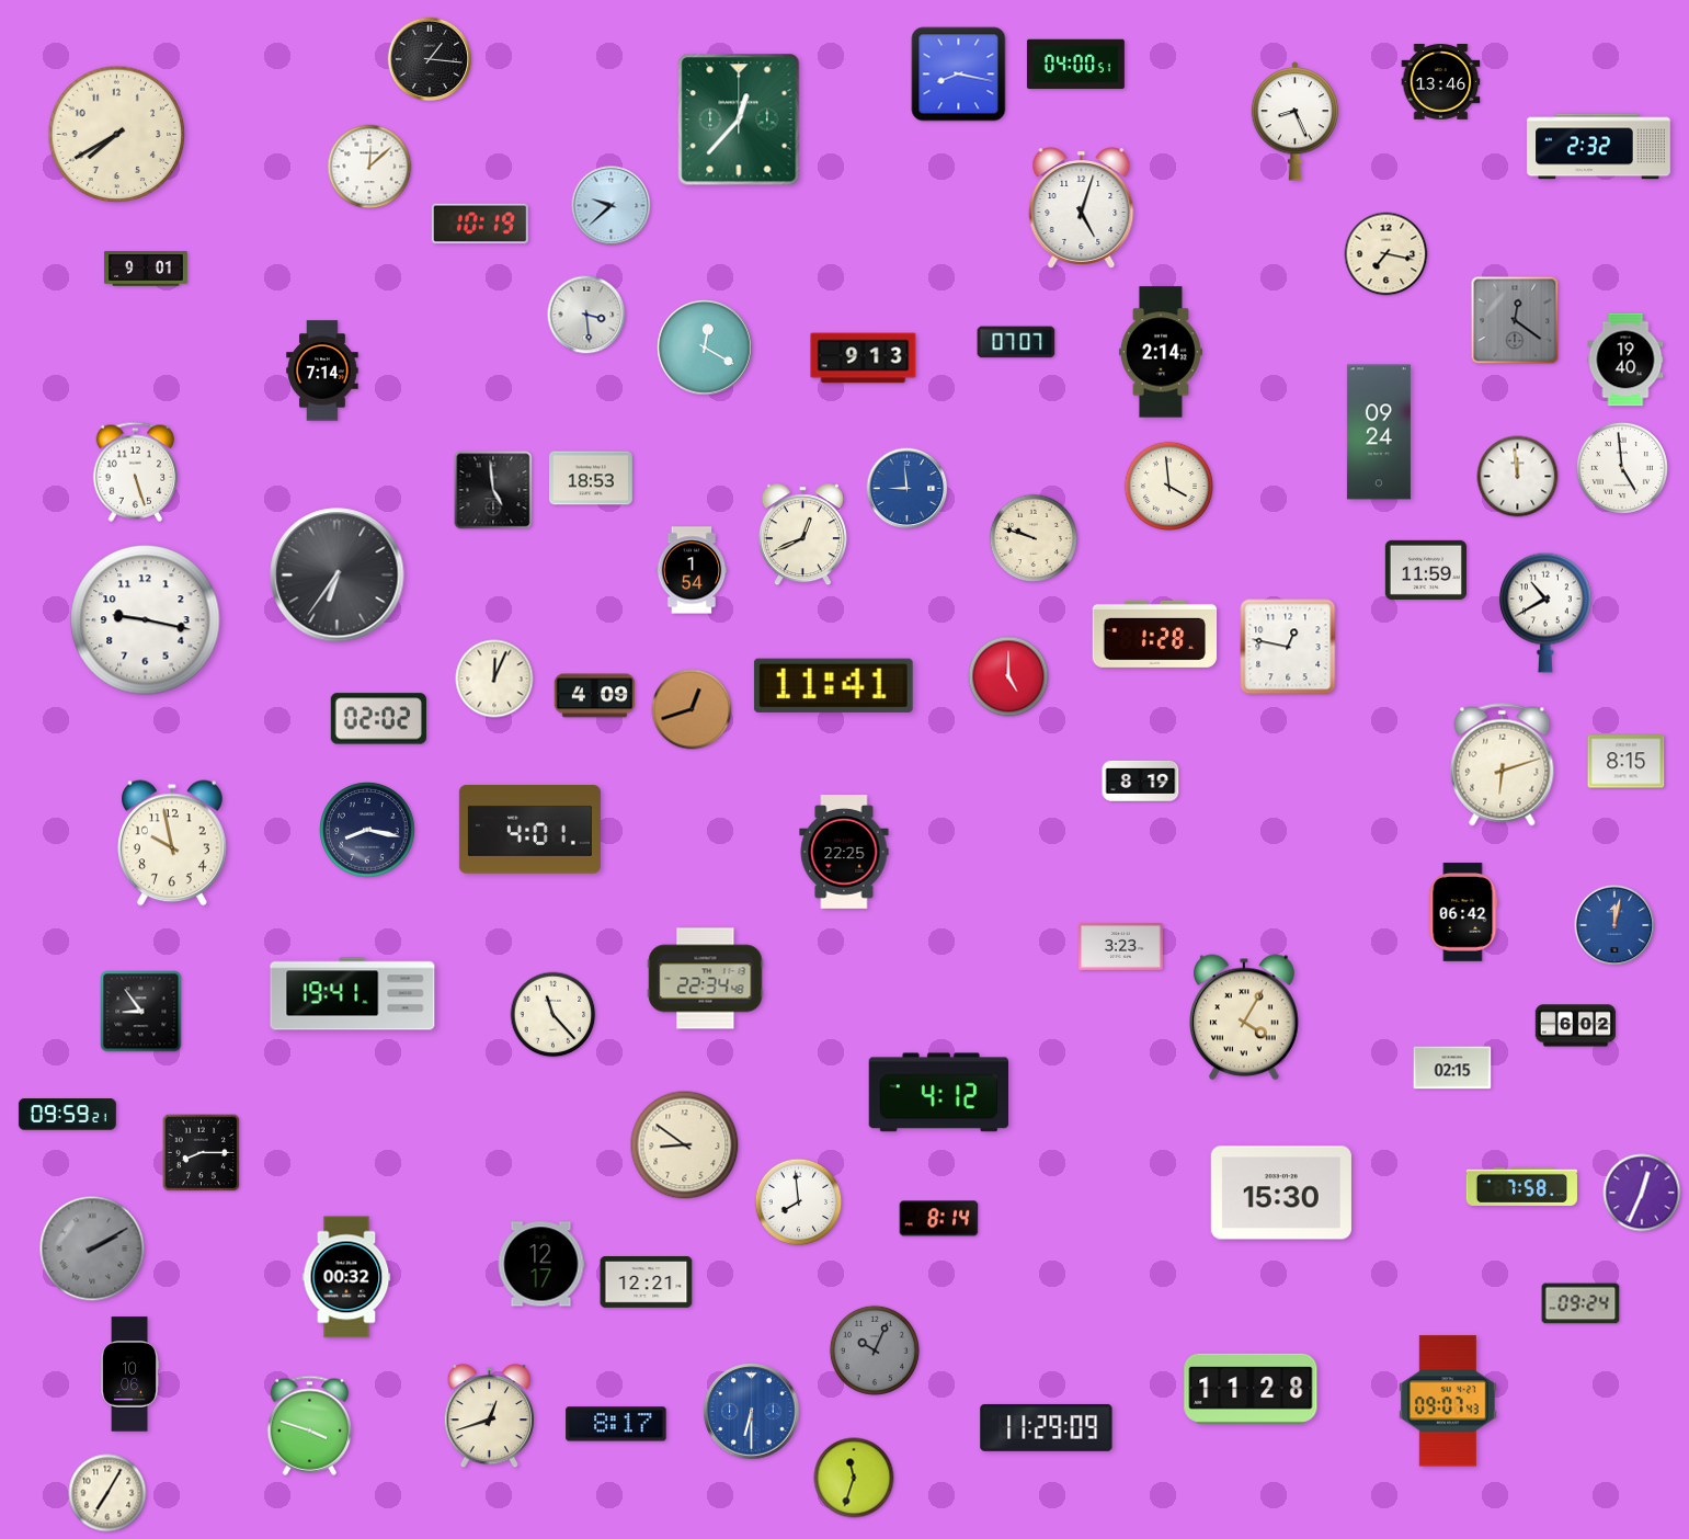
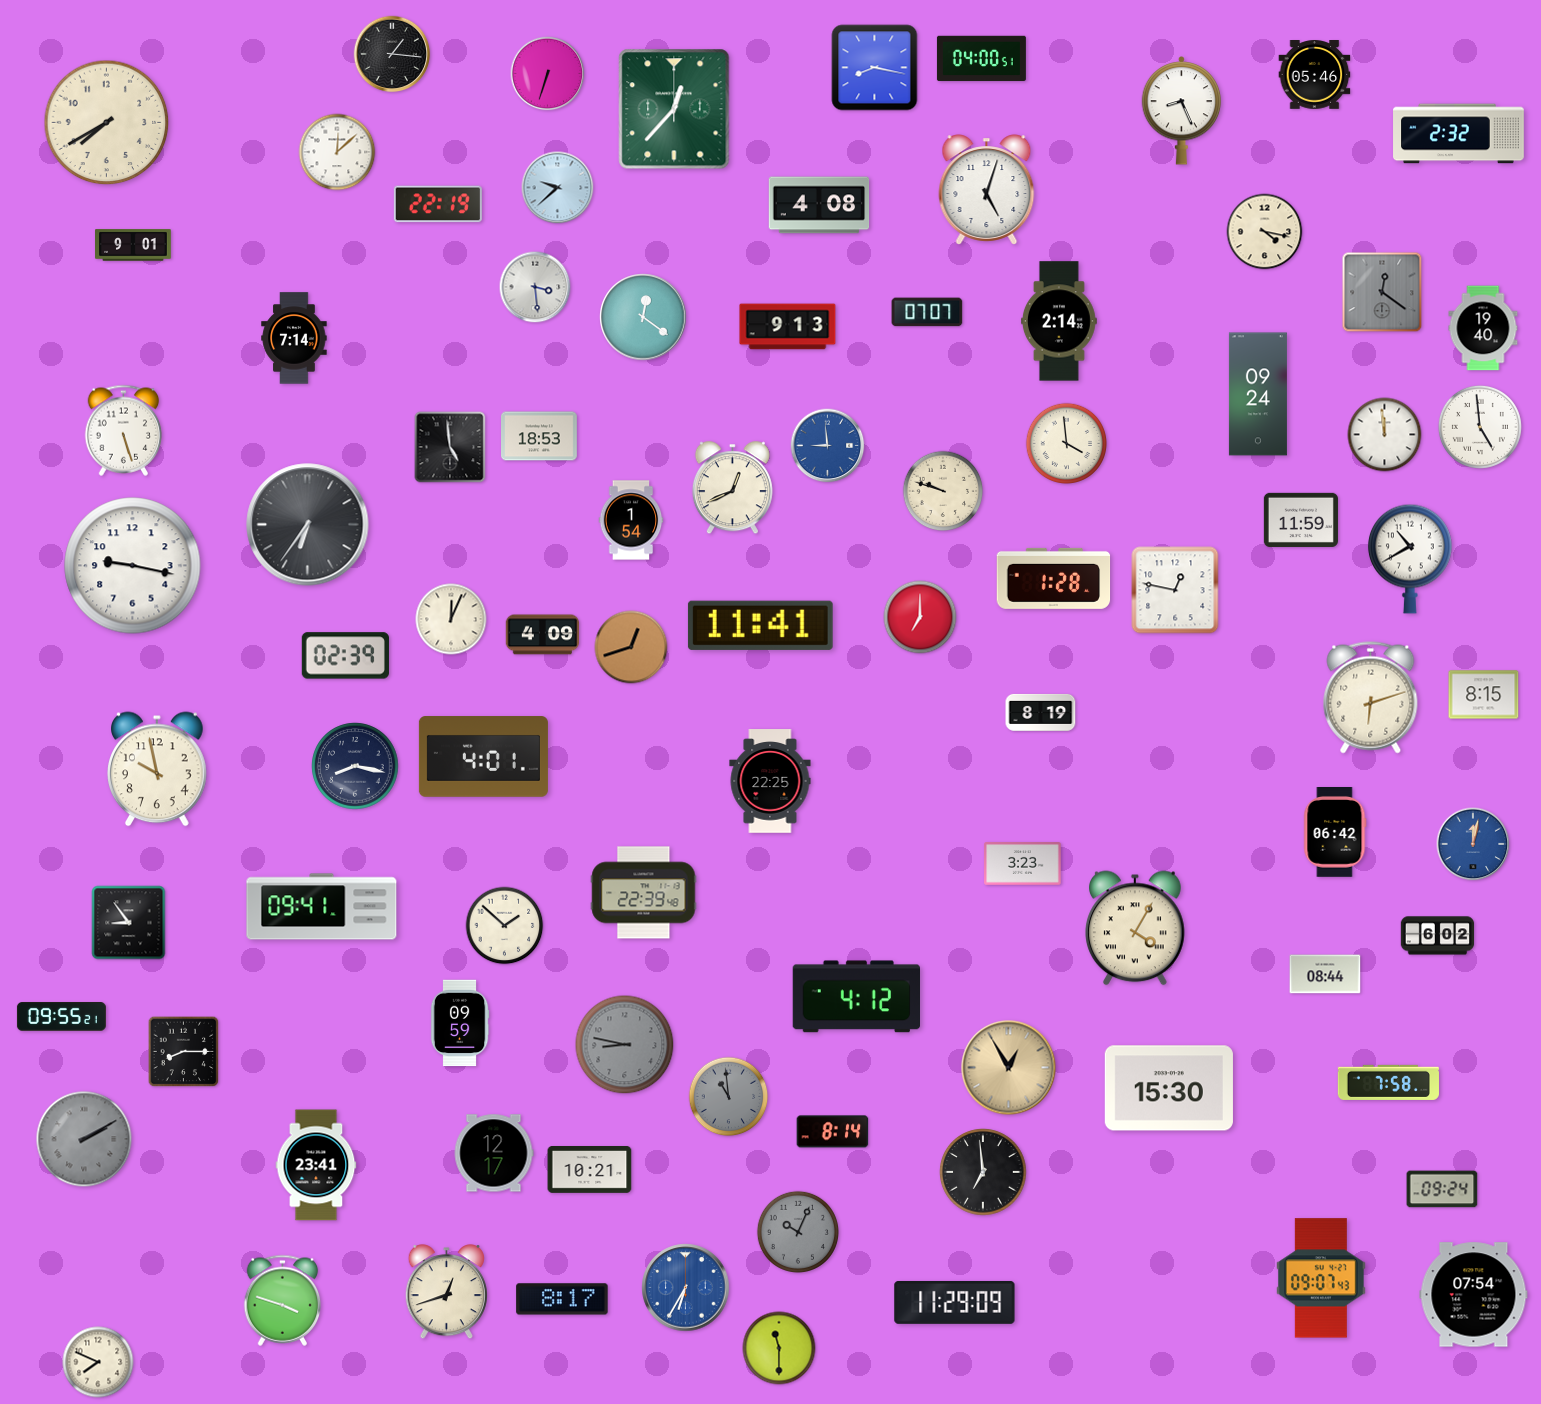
clock at (548, 74): none -> 6:33
clock at (1441, 82): 13:46 -> 05:46
clock at (480, 224): 10:19 -> 22:19
clock at (819, 205): none -> 4:08
clock at (1386, 254): 7:17 -> 4:17
clock at (705, 347): 12:20 -> 12:21
clock at (1008, 676): 5:00 -> 7:00
clock at (378, 719): 02:02 -> 02:39
clock at (367, 830) position: (367, 830) -> (355, 766)
clock at (844, 852) position: (844, 852) -> (770, 781)
clock at (706, 979): 22:34 -> 22:39
clock at (353, 994): 19:41 -> 09:41
clock at (554, 1015): 11:23 -> 1:52
clock at (1452, 1068): 02:15 -> 08:44
clock at (67, 1115): 09:59 -> 09:55
clock at (460, 1023): none -> 09:59
clock at (685, 1145): 8:51 -> 8:47
clock at (685, 1145) dial: cream -> grey
clock at (1009, 1068): none -> 12:55
clock at (1642, 1193): 12:34 -> none
clock at (799, 1202): 7:59 -> 10:59
clock at (799, 1202) dial: white -> grey
clock at (939, 1219) position: (939, 1219) -> (833, 1132)
clock at (346, 1277): 00:32 -> 23:41
clock at (647, 1283): 12:21 -> 10:21
clock at (983, 1172): none -> 6:59
clock at (129, 1375): 10:06 -> none
clock at (1251, 1389): 11:28 -> none
clock at (752, 1412): 6:30 -> 6:35
clock at (1474, 1295): none -> 07:54
clock at (854, 1478): 11:33 -> 11:30
clock at (107, 1493): 7:05 -> 7:49
